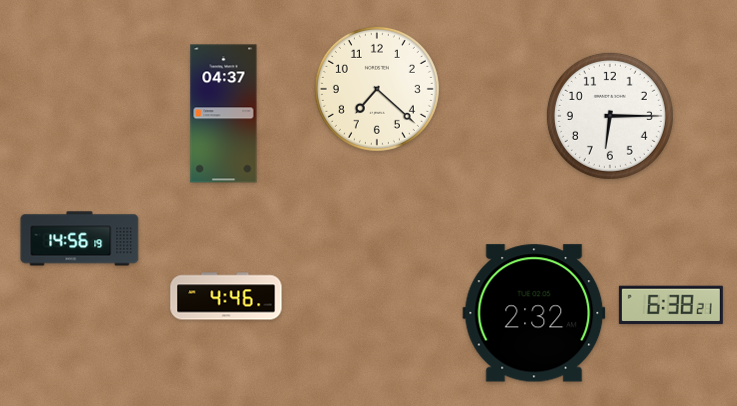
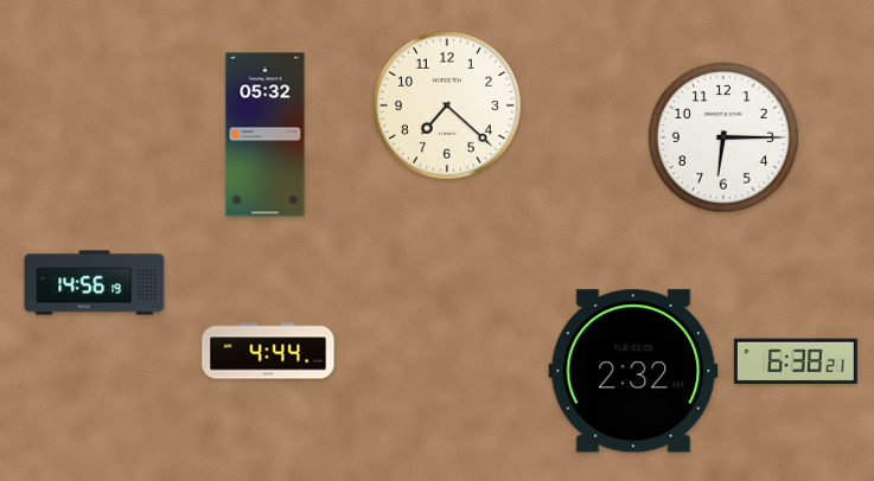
clock at (224, 114): 04:37 -> 05:32
clock at (226, 296): 4:46 -> 4:44
